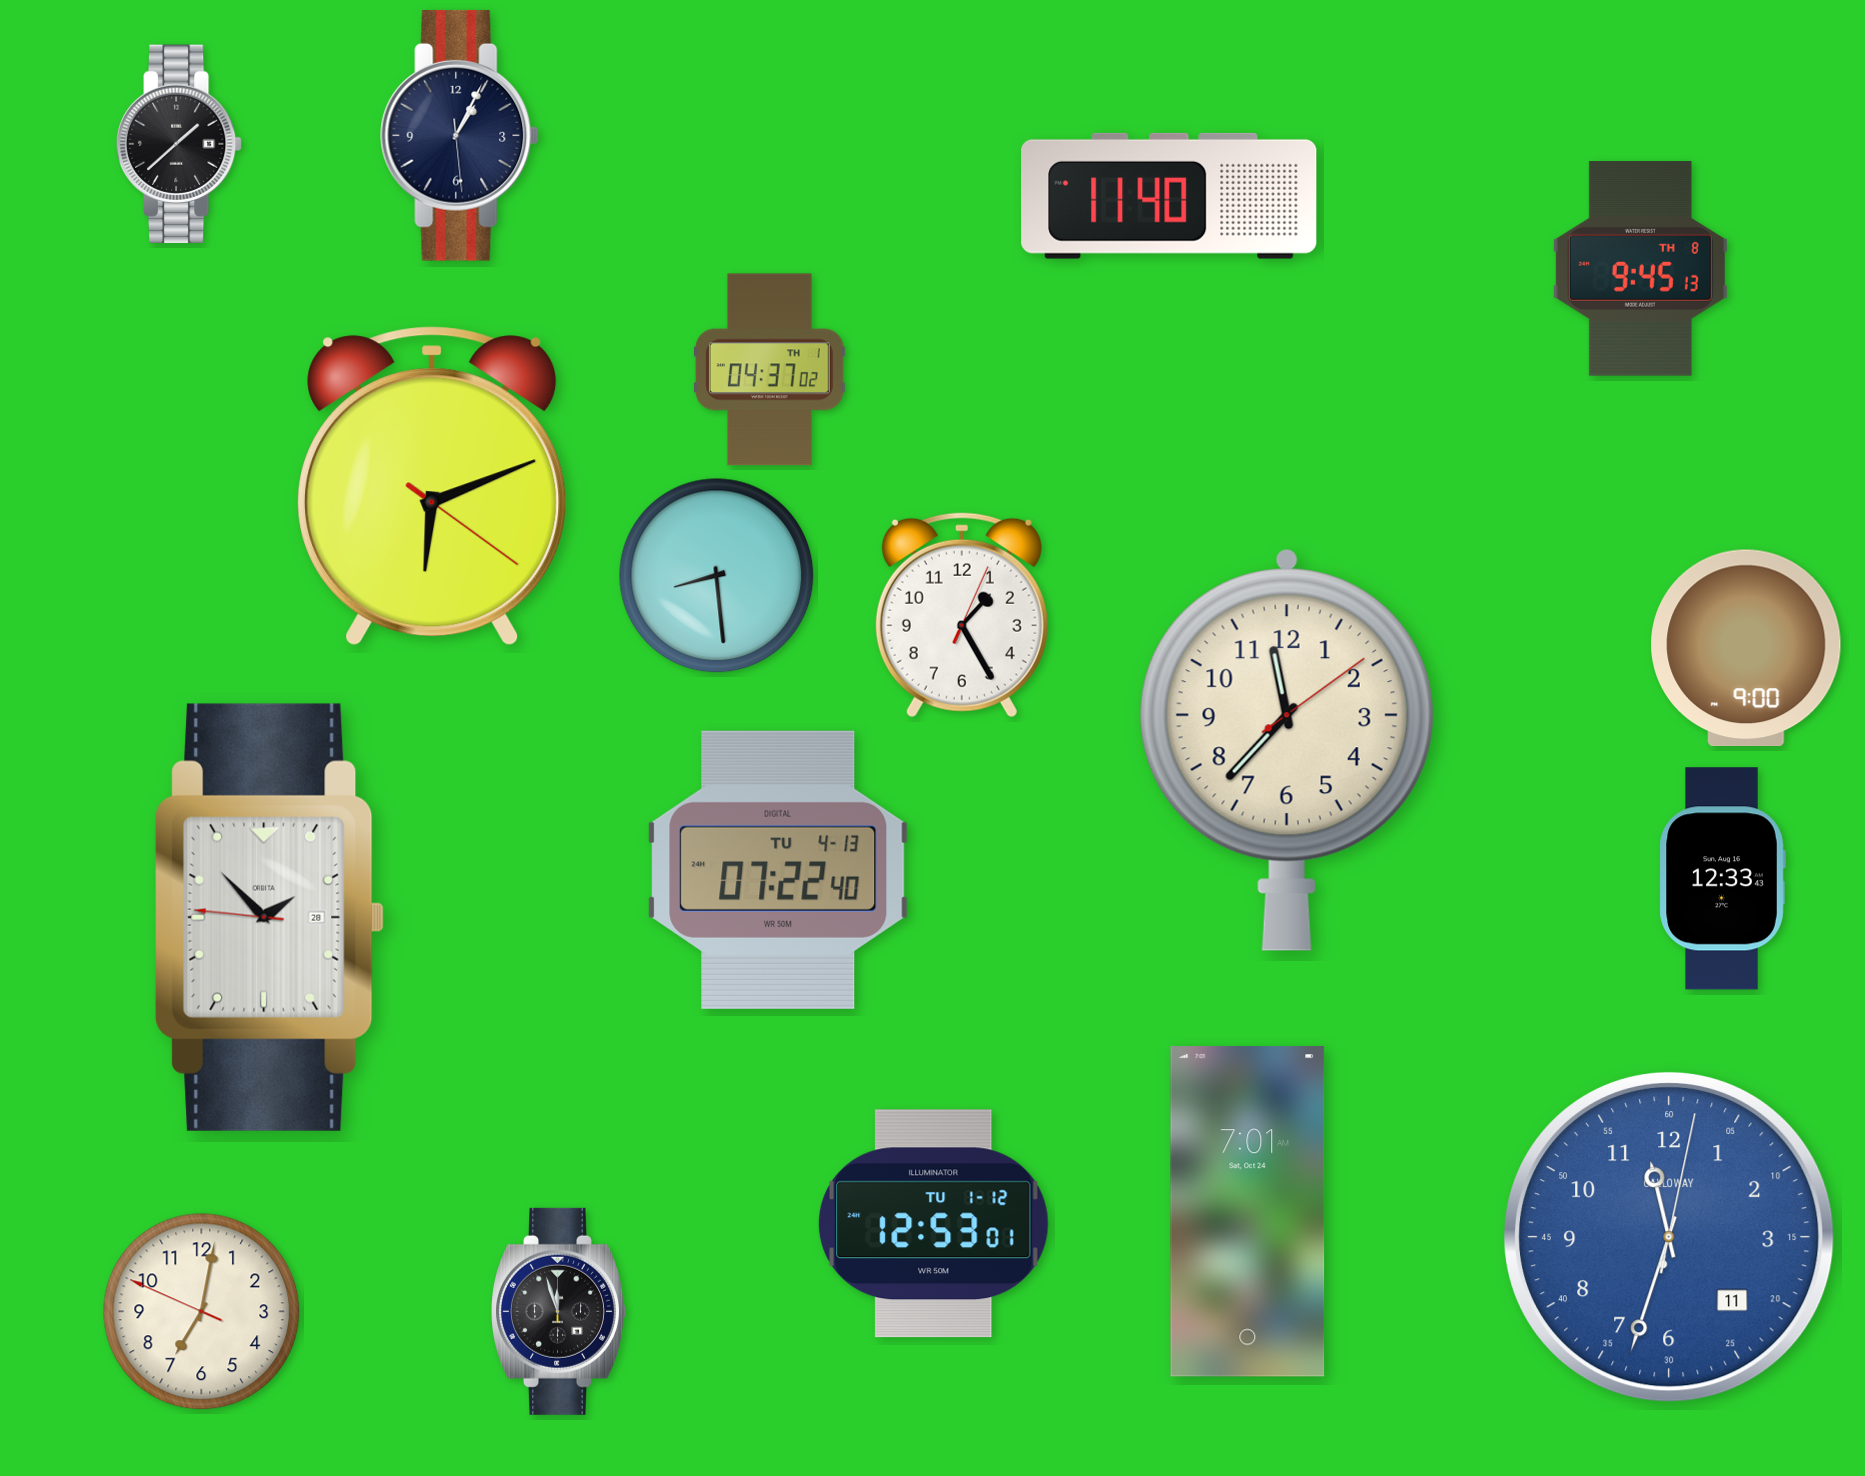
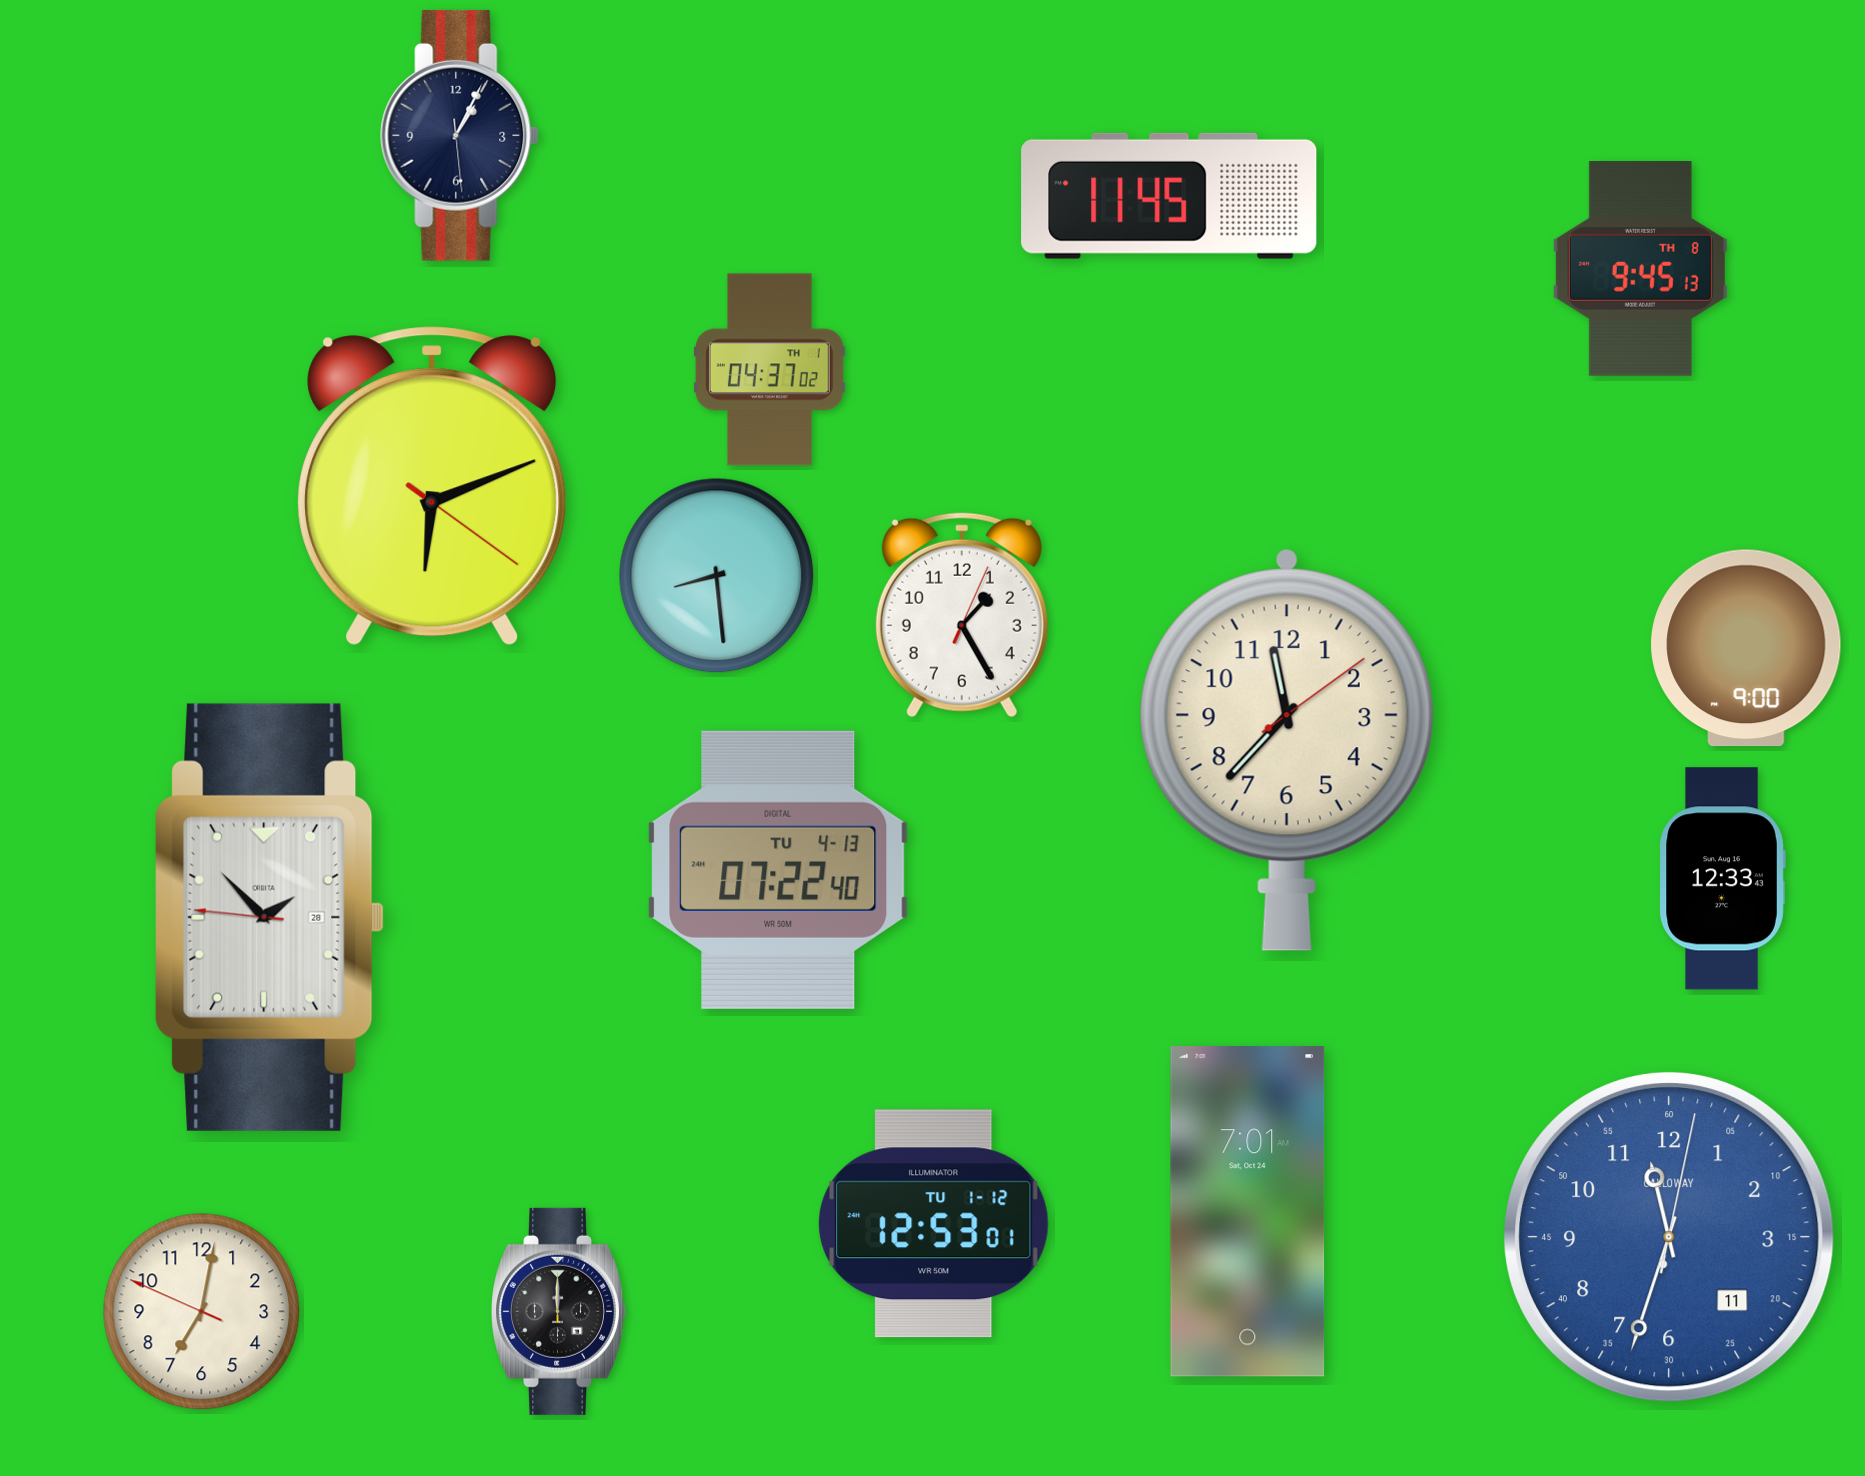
clock at (179, 144): 1:38 -> none
clock at (1169, 196): 11:40 -> 11:45
clock at (559, 1311): 11:57 -> 12:00
